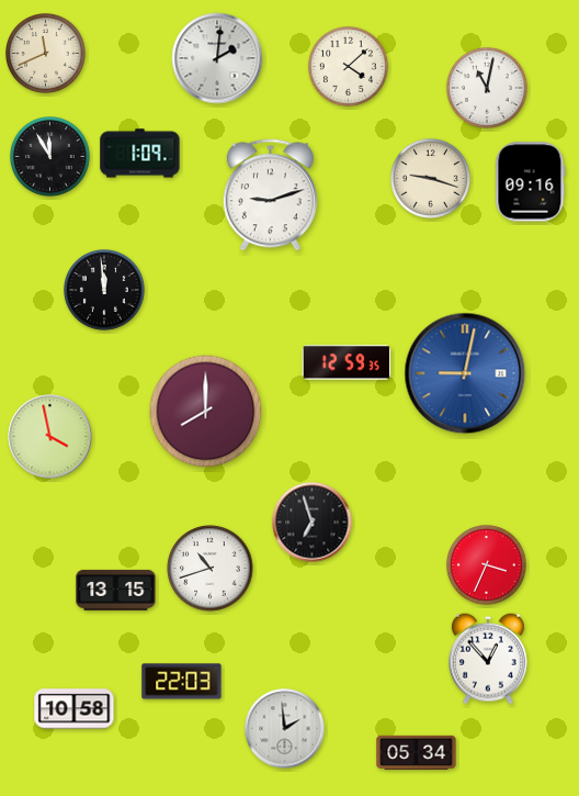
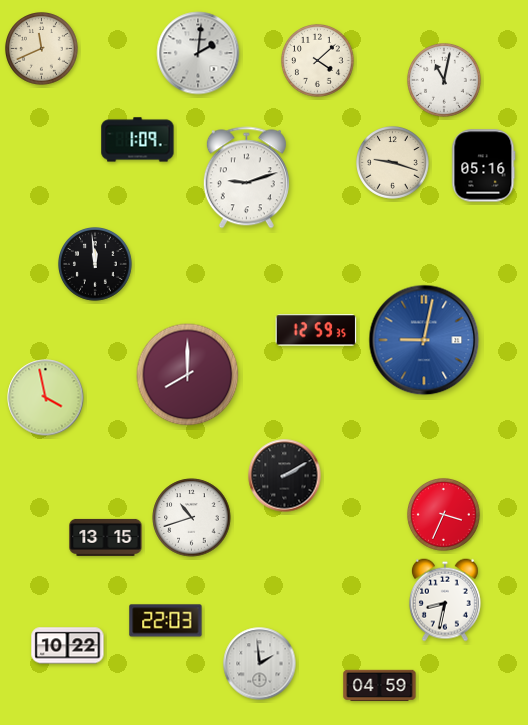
clock at (140, 154) position: (140, 154) -> (138, 140)
clock at (50, 157): 11:55 -> none
clock at (531, 182): 09:16 -> 05:16
clock at (313, 523): 6:57 -> 2:10
clock at (488, 659): 12:53 -> 8:32
clock at (75, 709): 10:58 -> 10:22
clock at (417, 752): 05:34 -> 04:59
